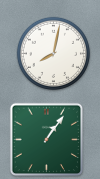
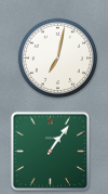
clock at (53, 53): 8:02 -> 7:02
